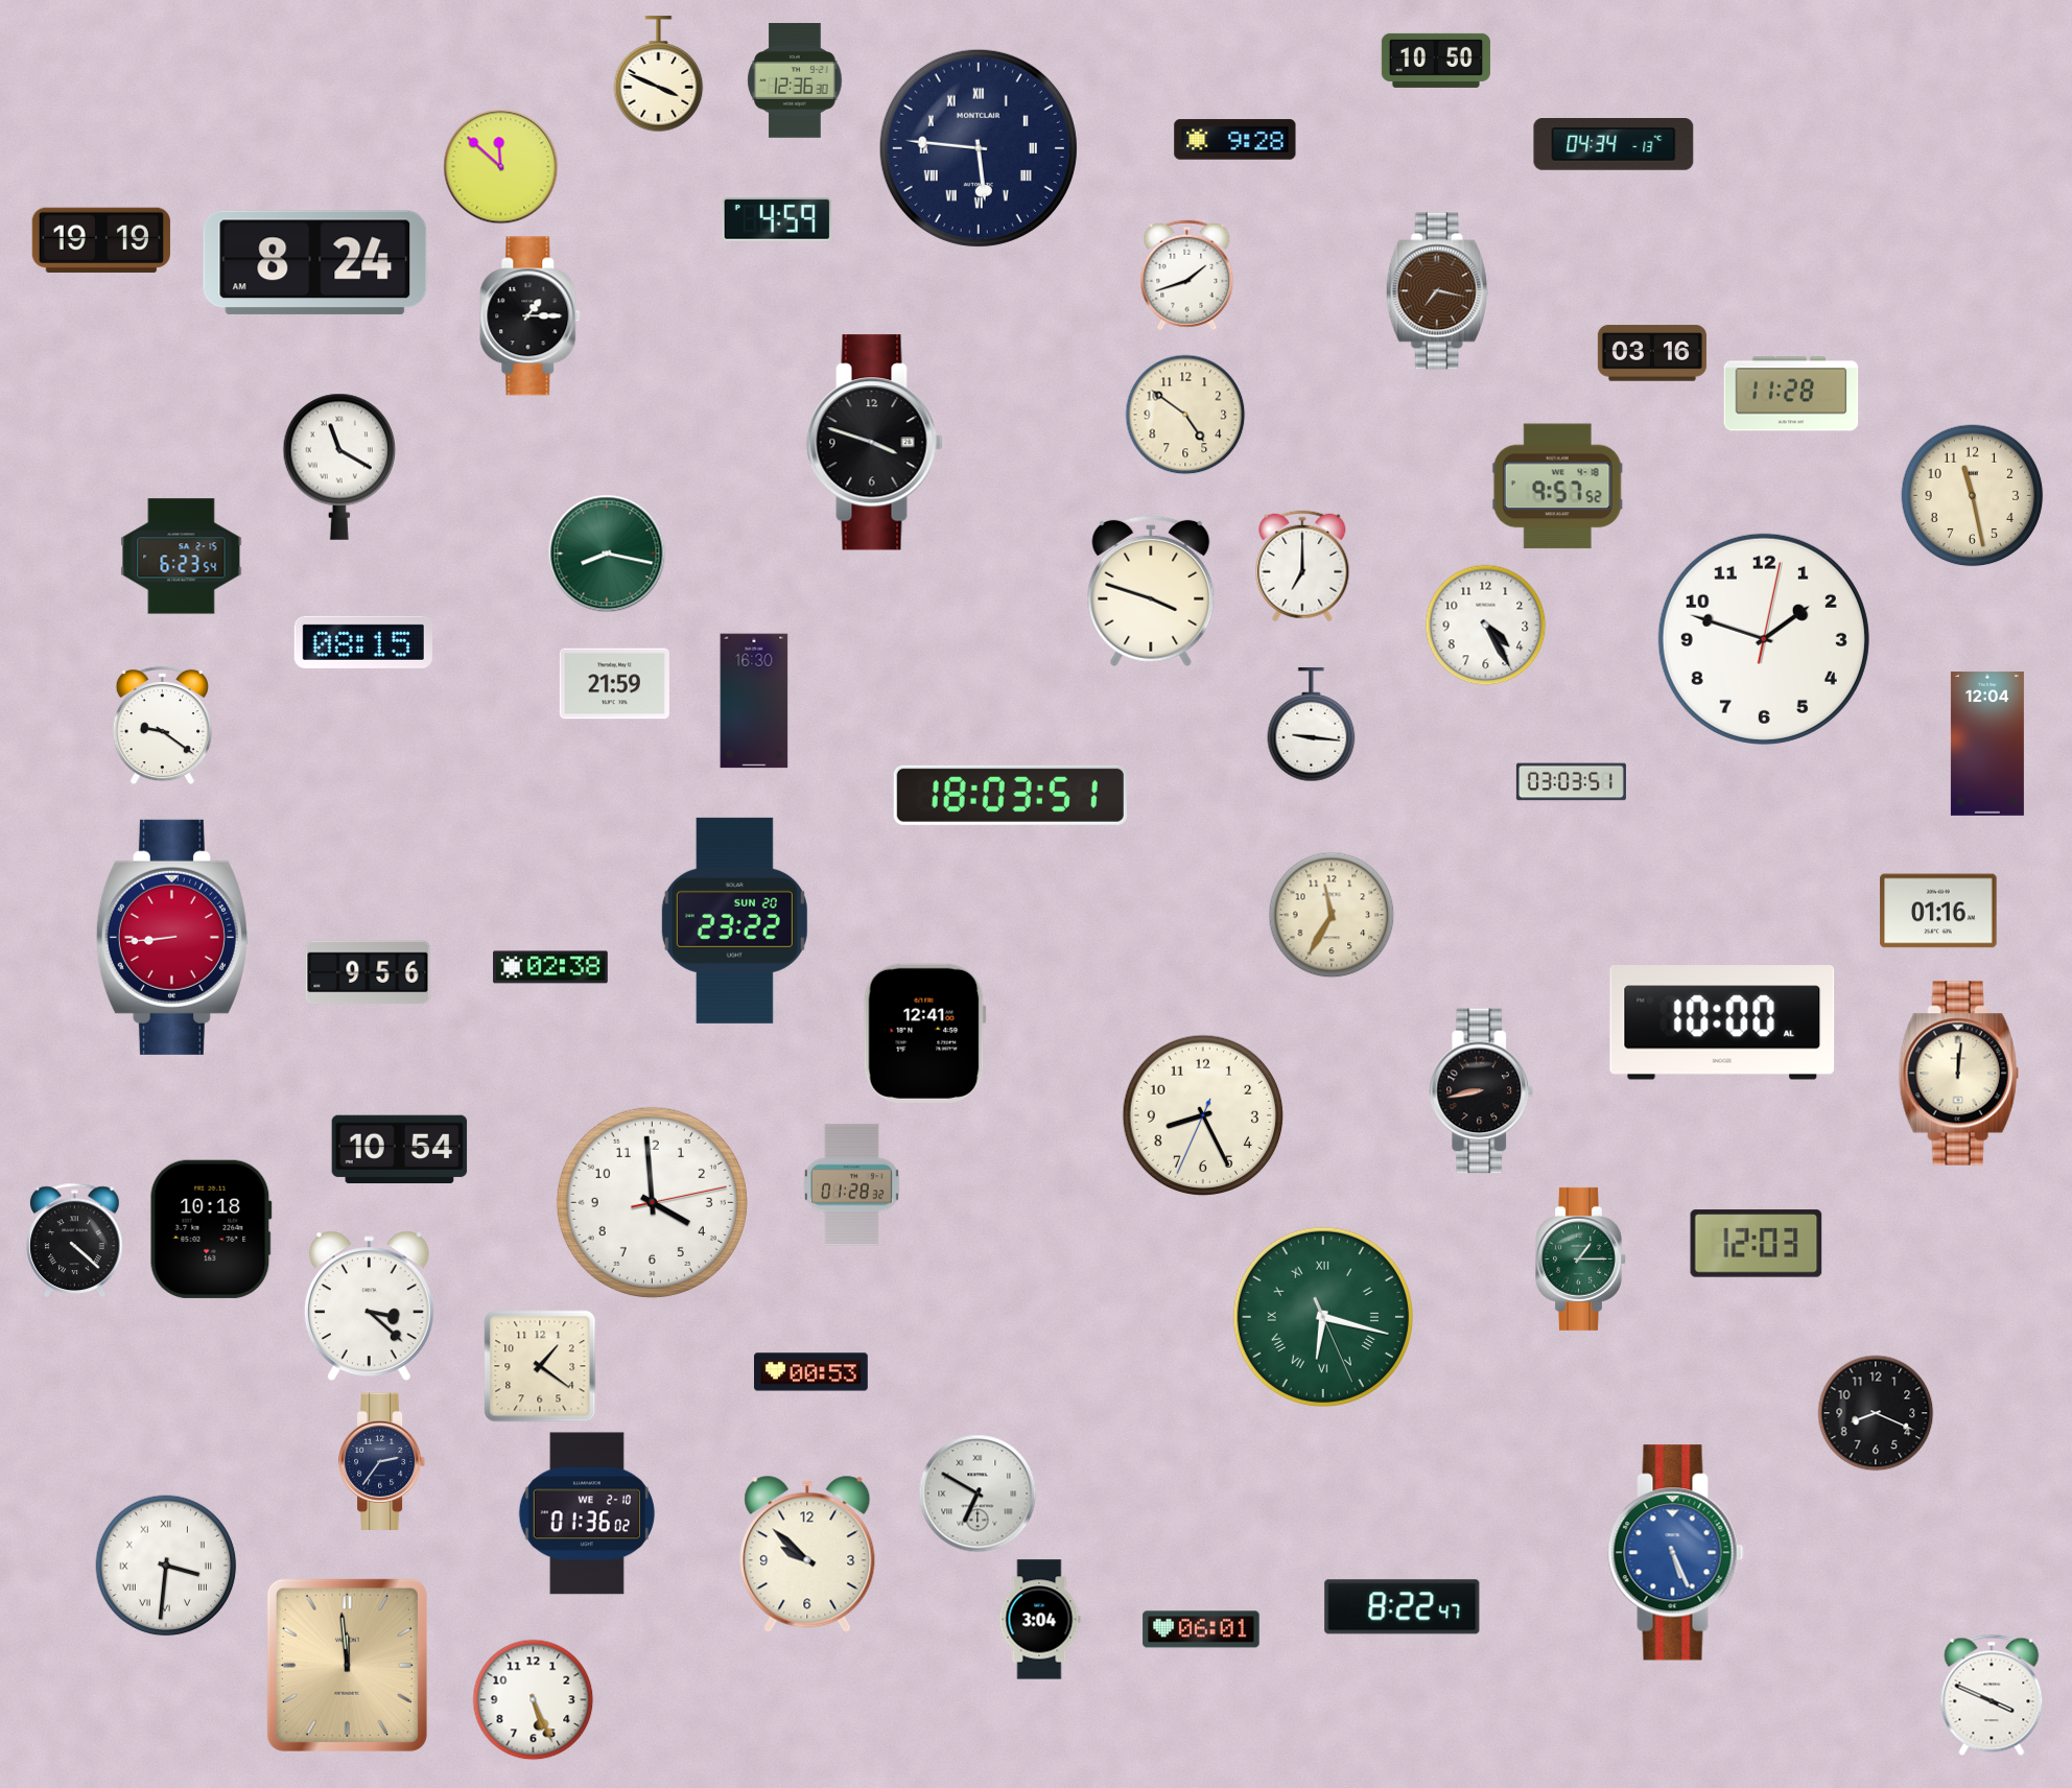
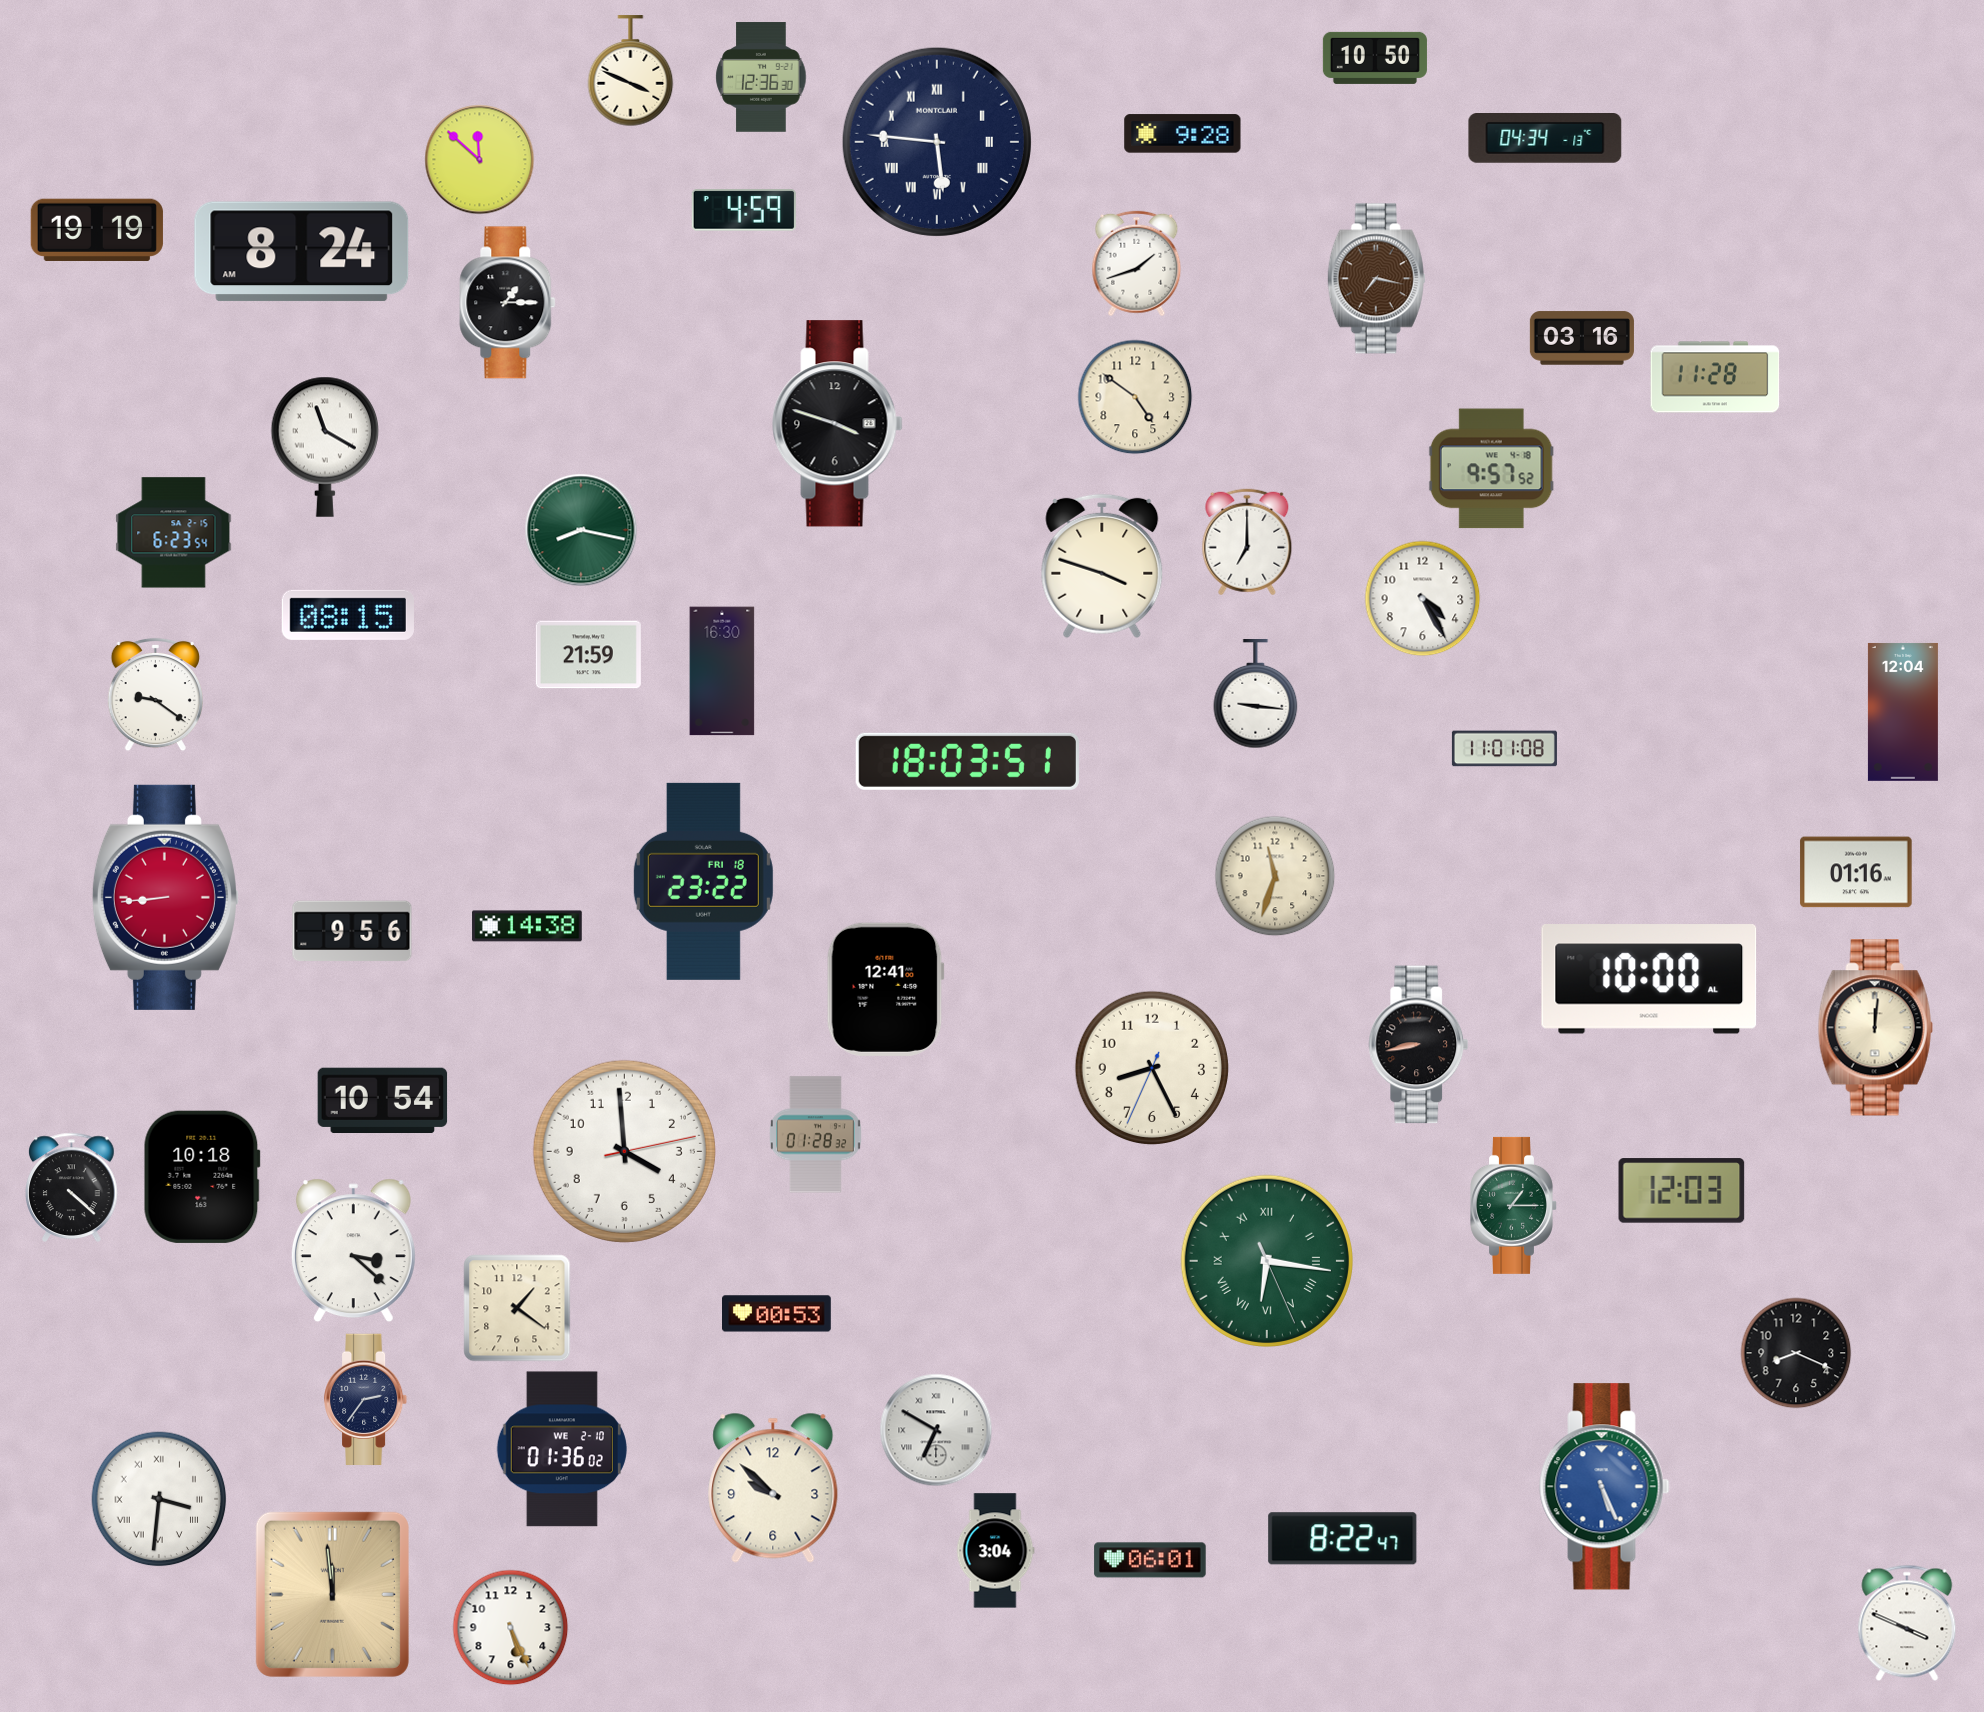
clock at (1557, 487) position: (1557, 487) -> (1491, 469)
clock at (1973, 496): 11:28 -> none
clock at (1764, 639): 1:48 -> none
clock at (1571, 782): 03:03 -> 11:01
clock at (1332, 915): 11:35 -> 11:33
clock at (734, 920) date: SUN 20 -> FRI 18
clock at (550, 967): 02:38 -> 14:38
clock at (1323, 1317): 6:17 -> 6:16
